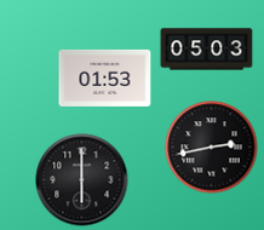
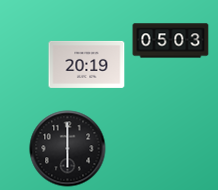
clock at (105, 77): 01:53 -> 20:19
clock at (212, 148): 2:43 -> none
